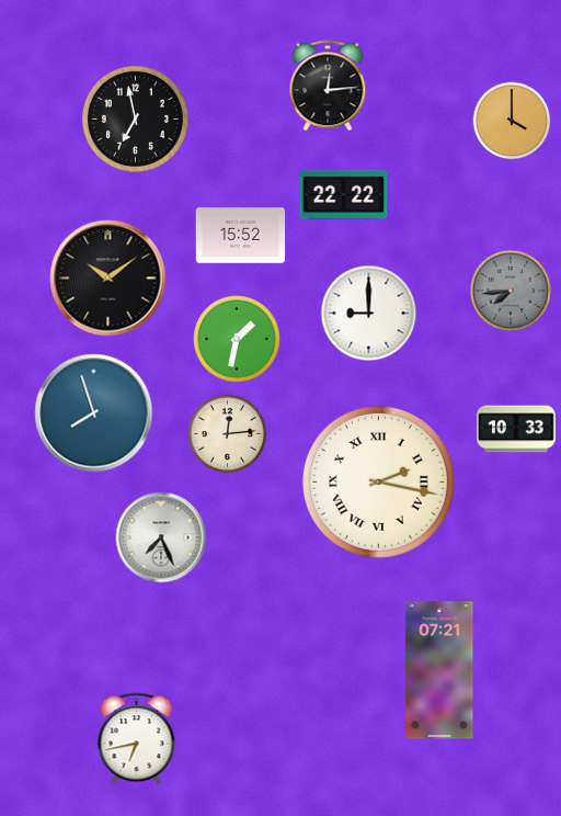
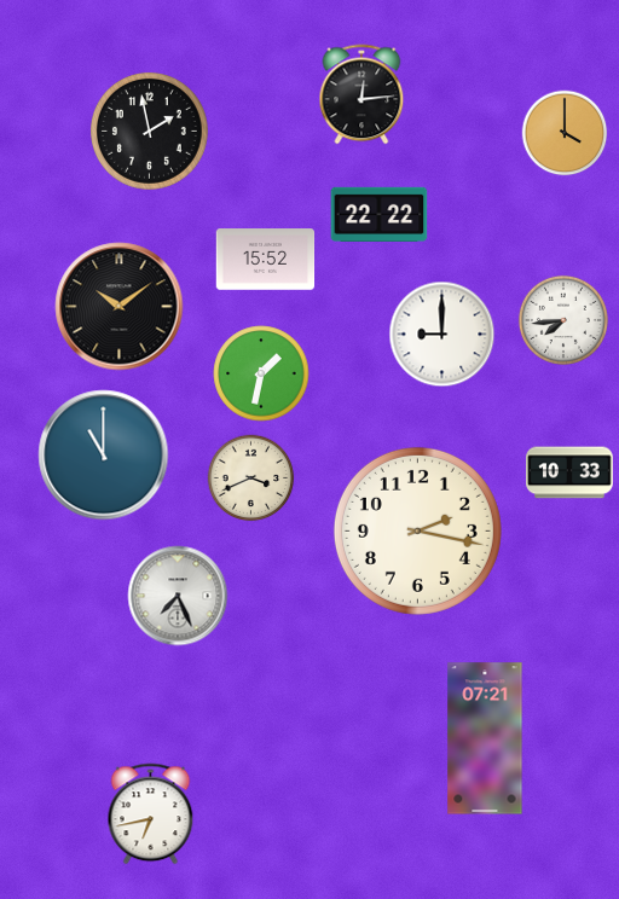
clock at (135, 118): 6:58 -> 1:58
clock at (511, 291) dial: grey -> white
clock at (369, 314) position: (369, 314) -> (442, 335)
clock at (94, 413): 7:57 -> 11:00
clock at (228, 434): 12:14 -> 3:41
clock at (378, 481) numerals: Roman -> Arabic
clock at (161, 537) position: (161, 537) -> (178, 596)
